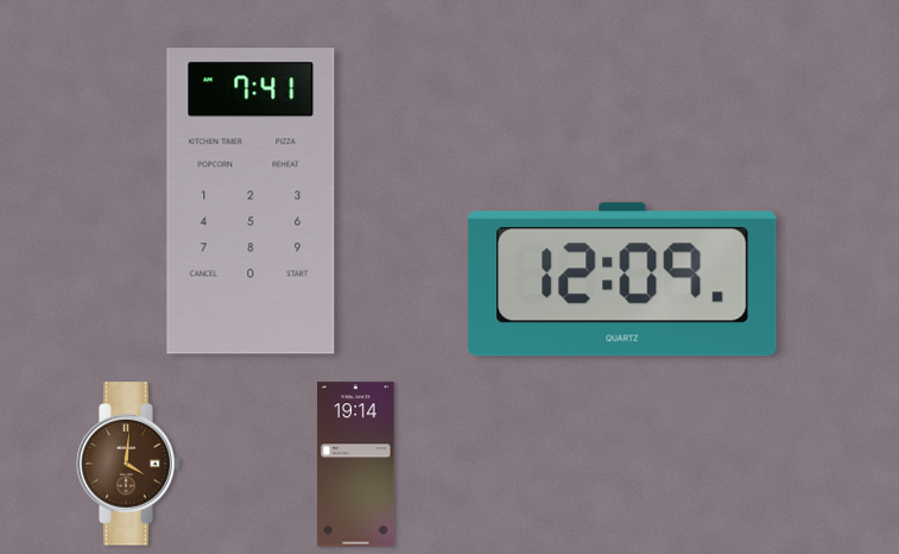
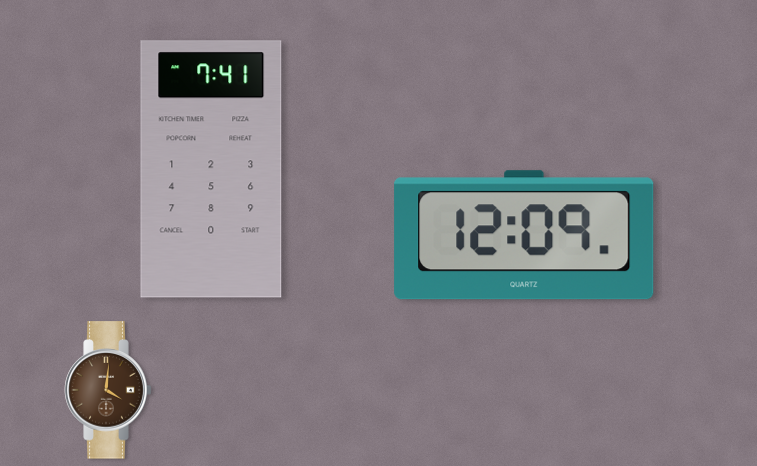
clock at (356, 465): 19:14 -> none
